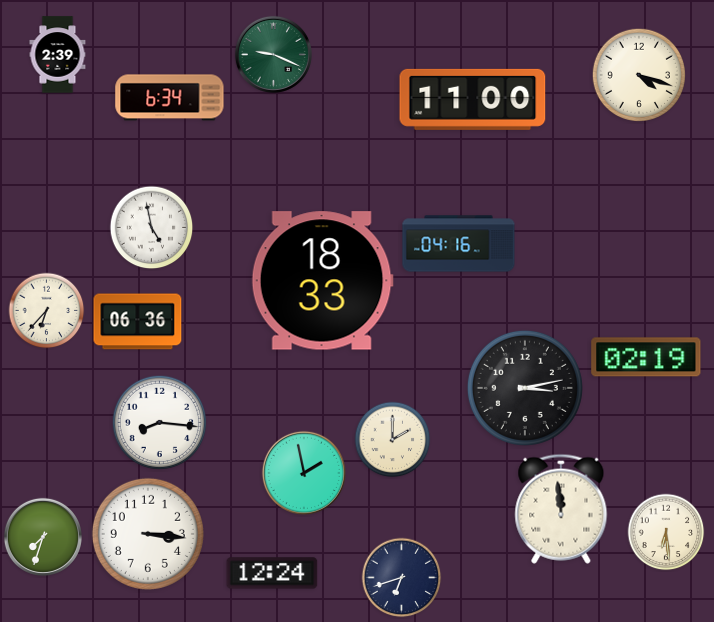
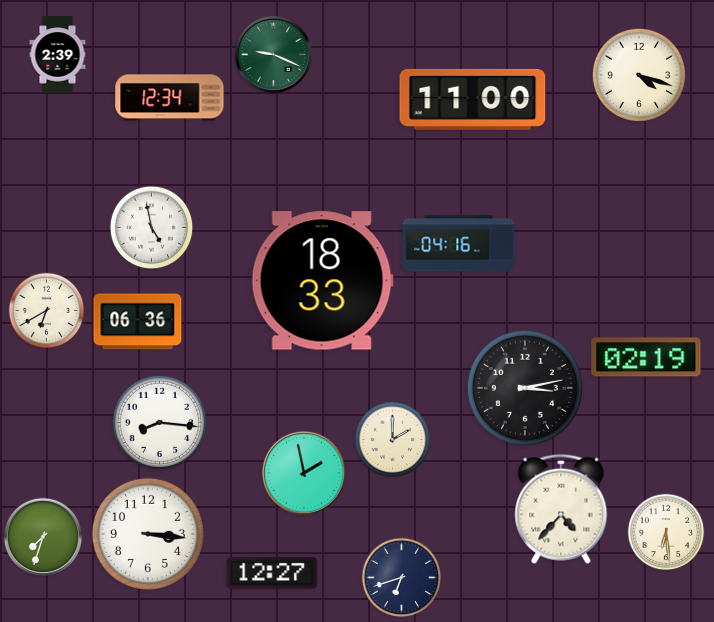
clock at (170, 98): 6:34 -> 12:34
clock at (47, 311): 6:37 -> 6:40
clock at (561, 509): 11:59 -> 4:37
clock at (272, 573): 12:24 -> 12:27
